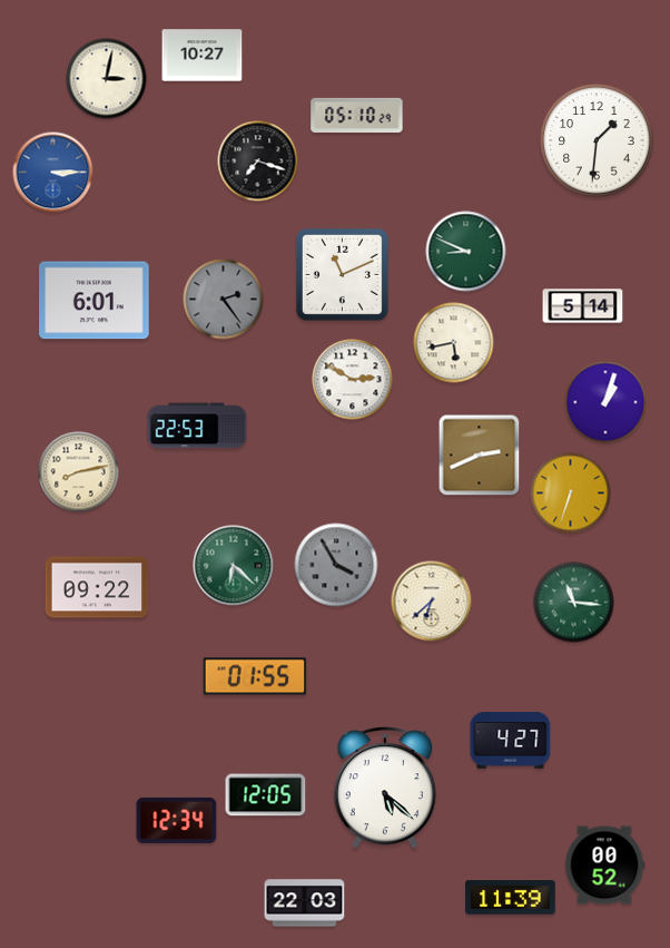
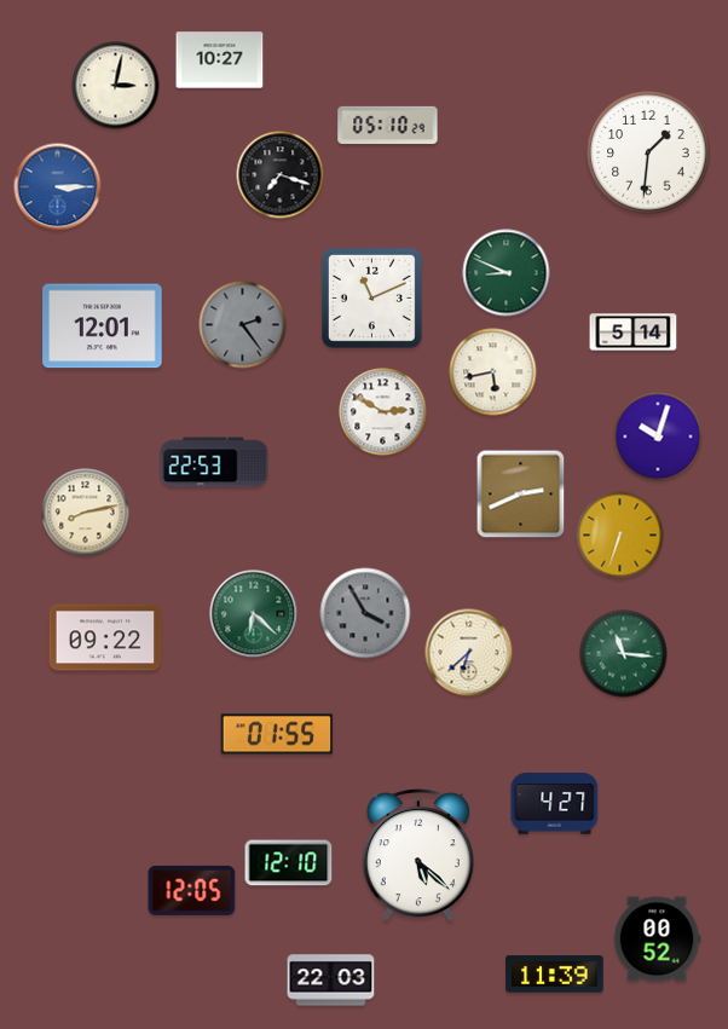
clock at (95, 301): 6:01 -> 12:01
clock at (605, 402): 1:03 -> 10:03
clock at (266, 795): 12:05 -> 12:10
clock at (177, 820): 12:34 -> 12:05
